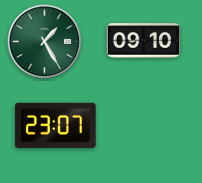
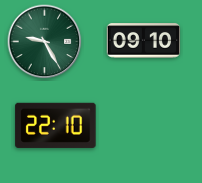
clock at (45, 42): 1:25 -> 9:25
clock at (56, 125): 23:07 -> 22:10
